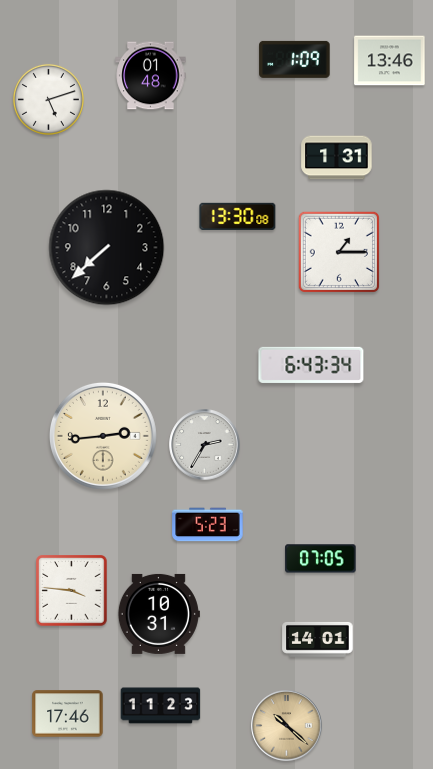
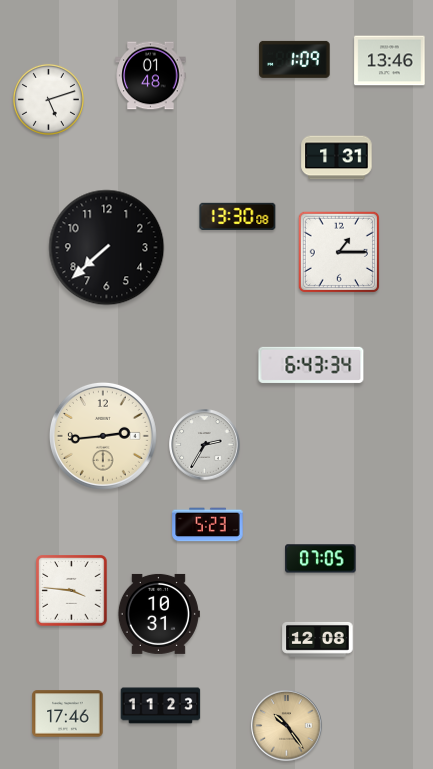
clock at (318, 640): 14:01 -> 12:08
clock at (287, 726): 10:22 -> 10:24
